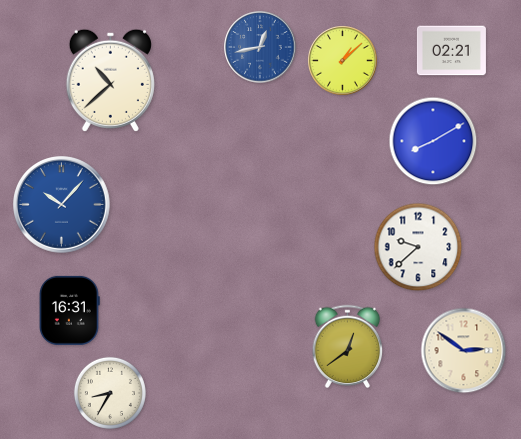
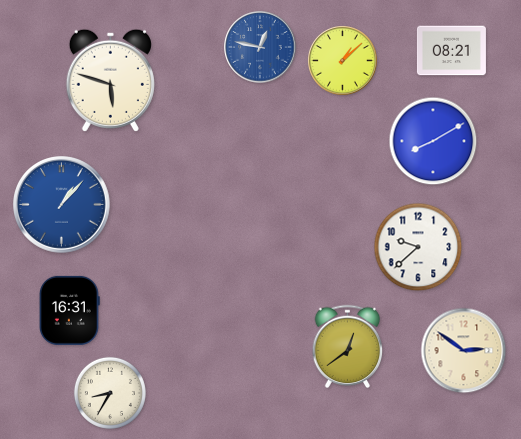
clock at (260, 47): 12:43 -> 12:47
clock at (451, 51): 02:21 -> 08:21
clock at (110, 80): 10:38 -> 5:48
clock at (62, 205): 10:07 -> 1:07
